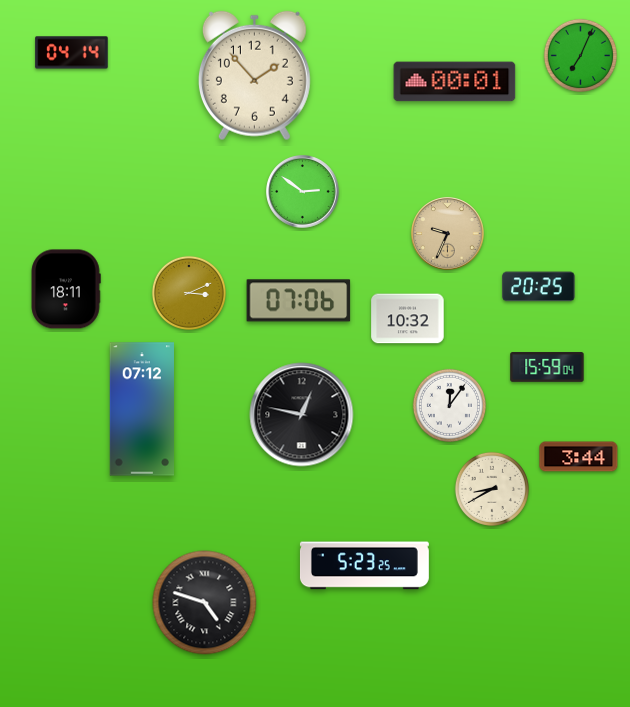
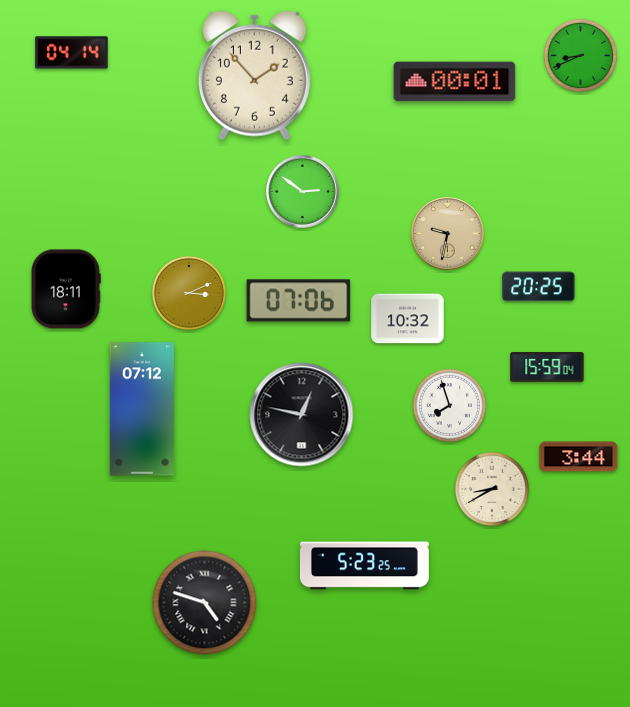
clock at (580, 55): 7:04 -> 8:41
clock at (448, 234): 9:34 -> 9:32
clock at (449, 405): 12:06 -> 7:57
